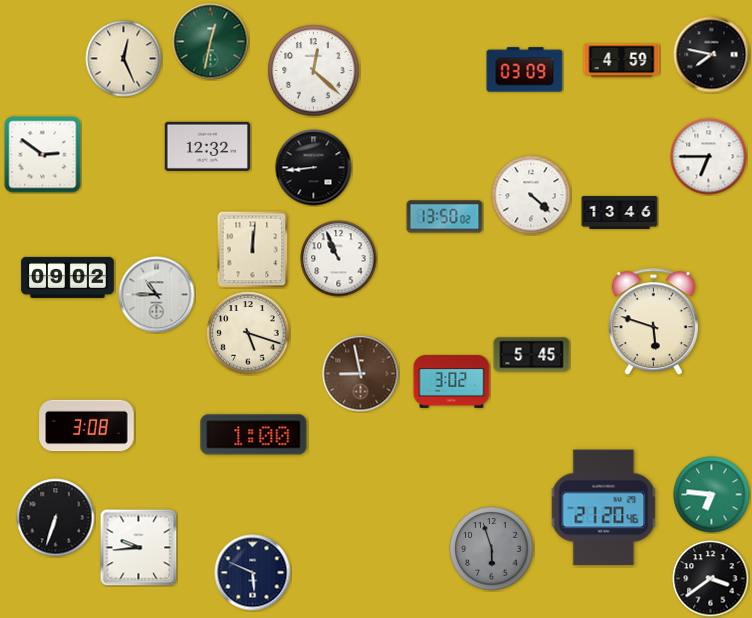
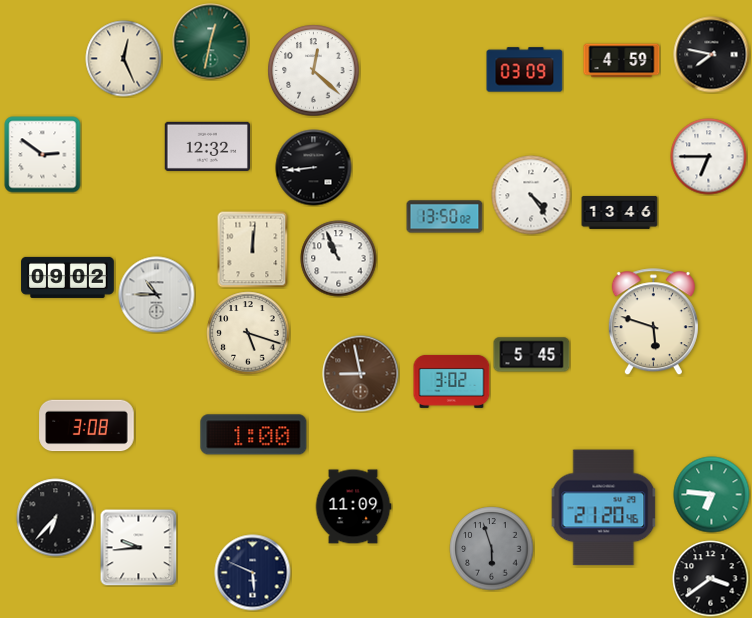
clock at (531, 195): 4:22 -> 4:24
clock at (353, 507): none -> 11:09
clock at (56, 518): 6:33 -> 6:37
